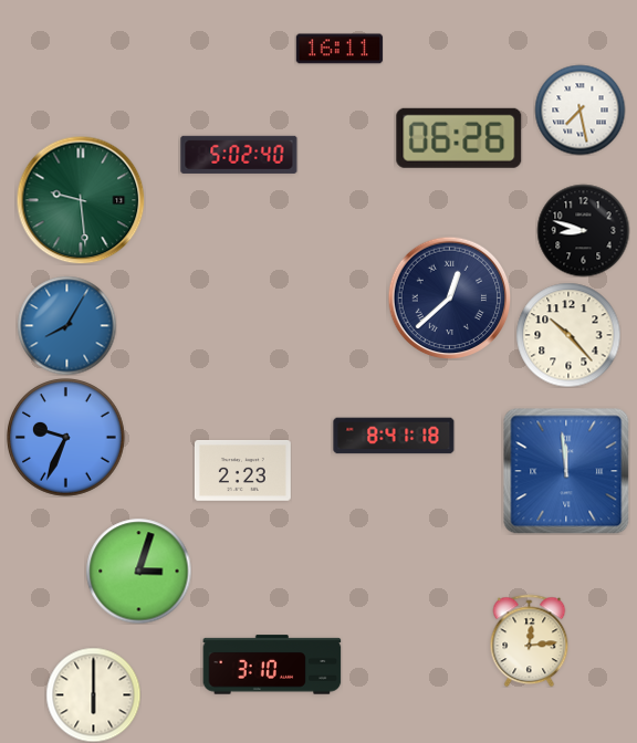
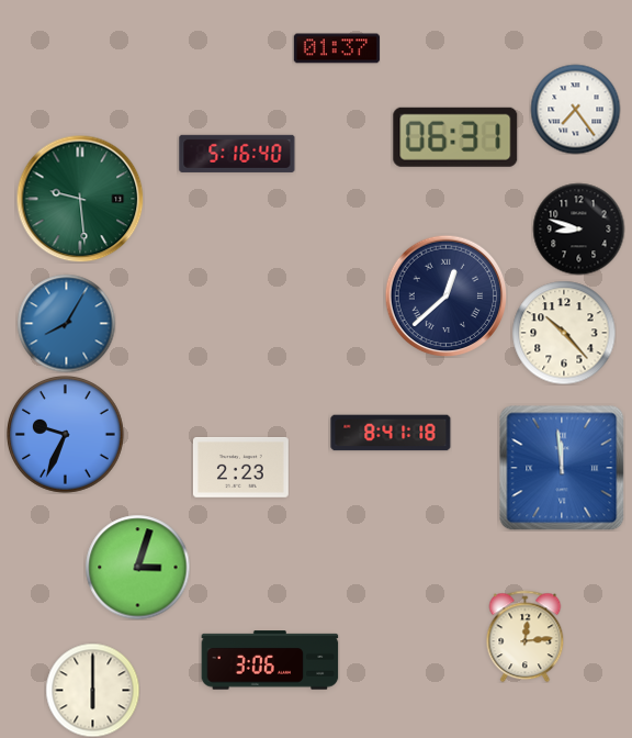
clock at (340, 49): 16:11 -> 01:37
clock at (579, 109): 7:28 -> 7:24
clock at (459, 138): 06:26 -> 06:31
clock at (239, 155): 5:02 -> 5:16
clock at (272, 664): 3:10 -> 3:06
